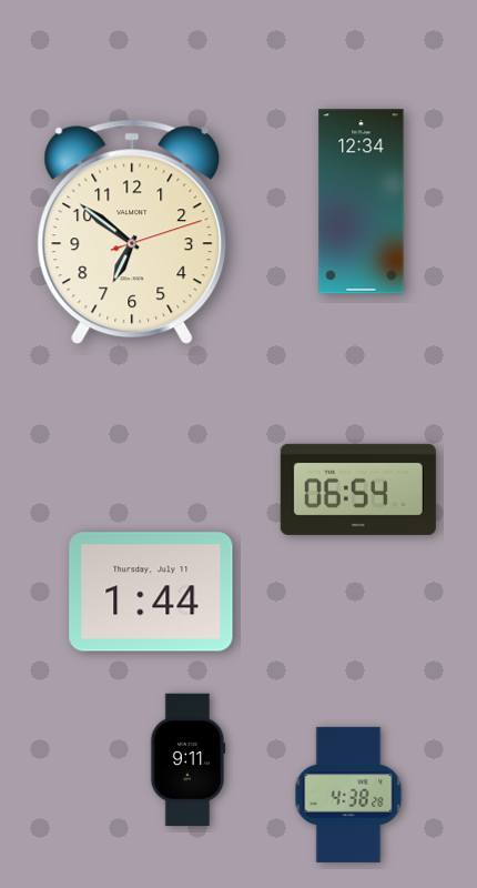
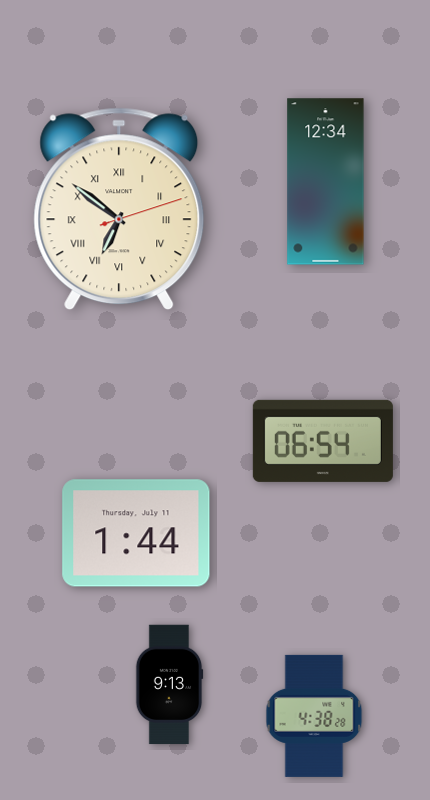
clock at (132, 232) numerals: Arabic -> Roman
clock at (187, 760): 9:11 -> 9:13
